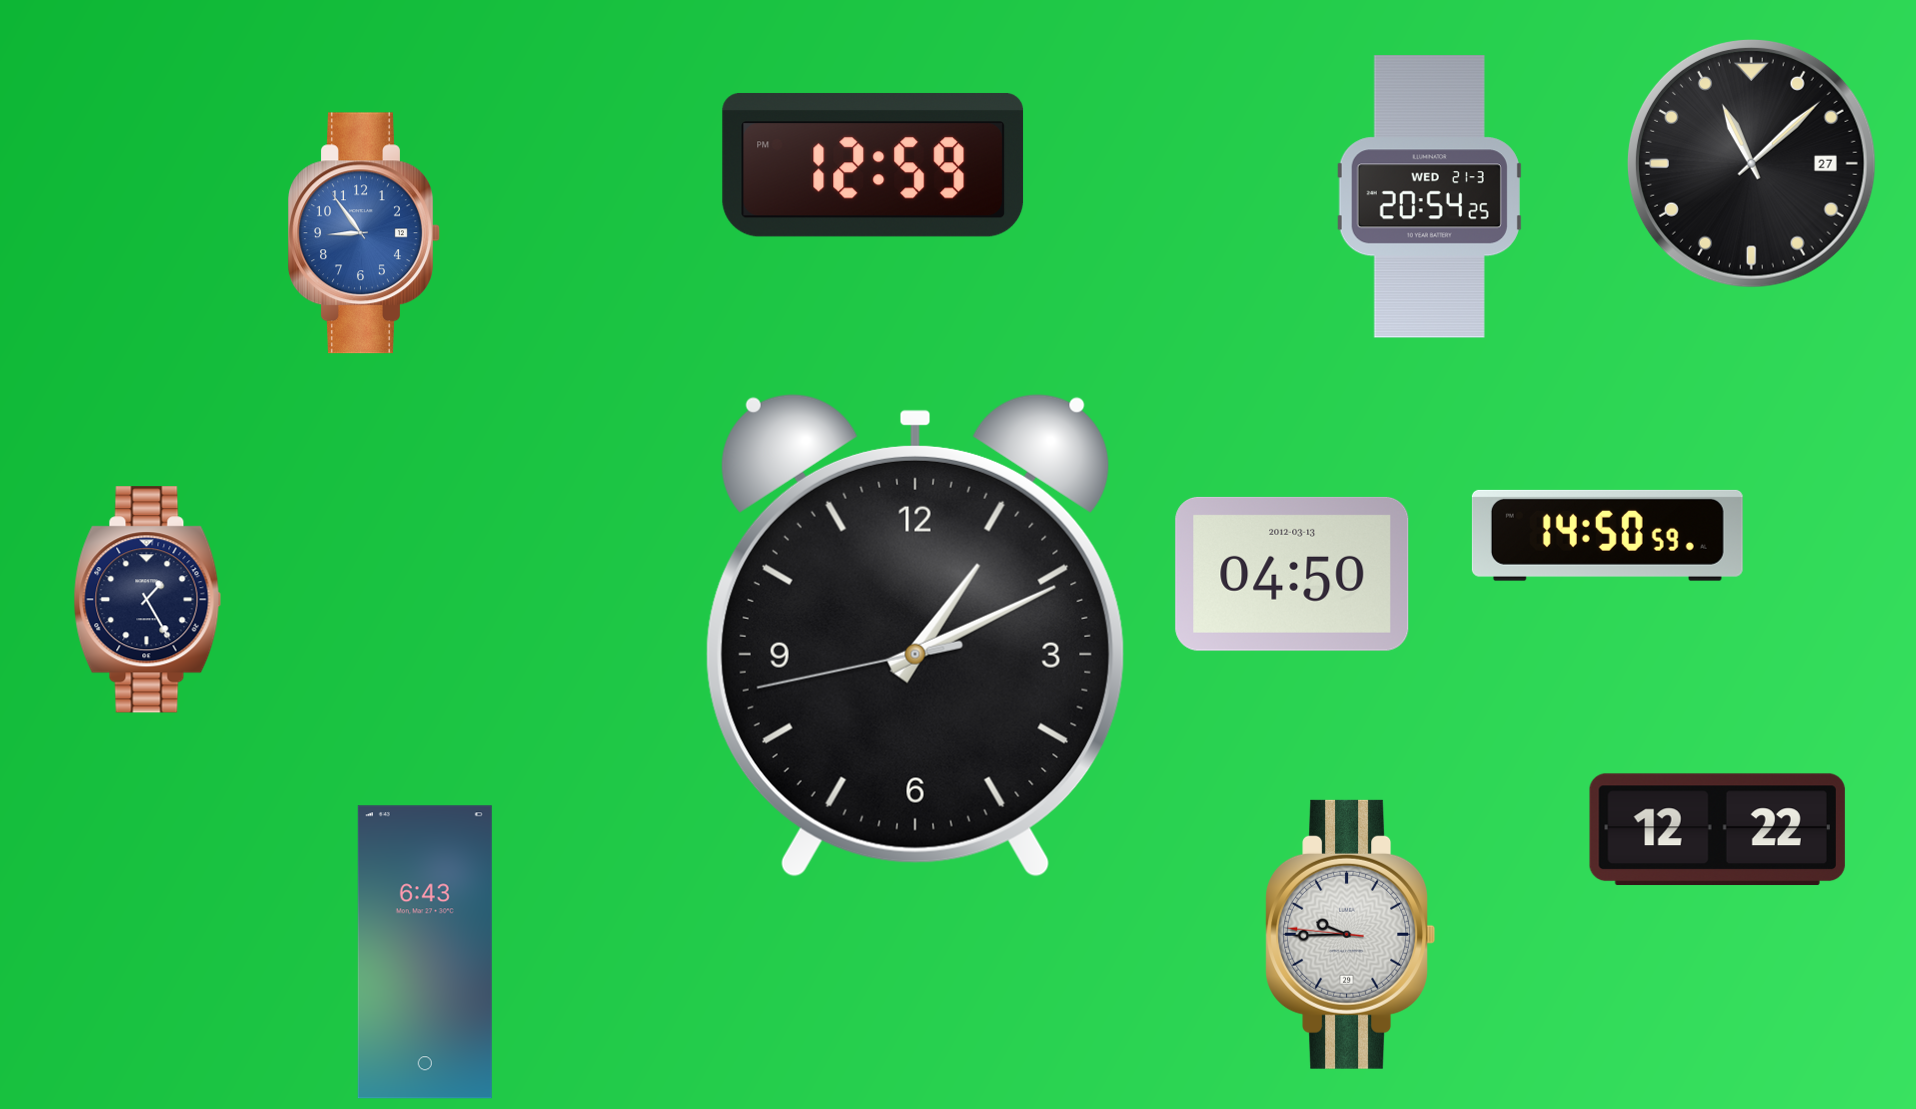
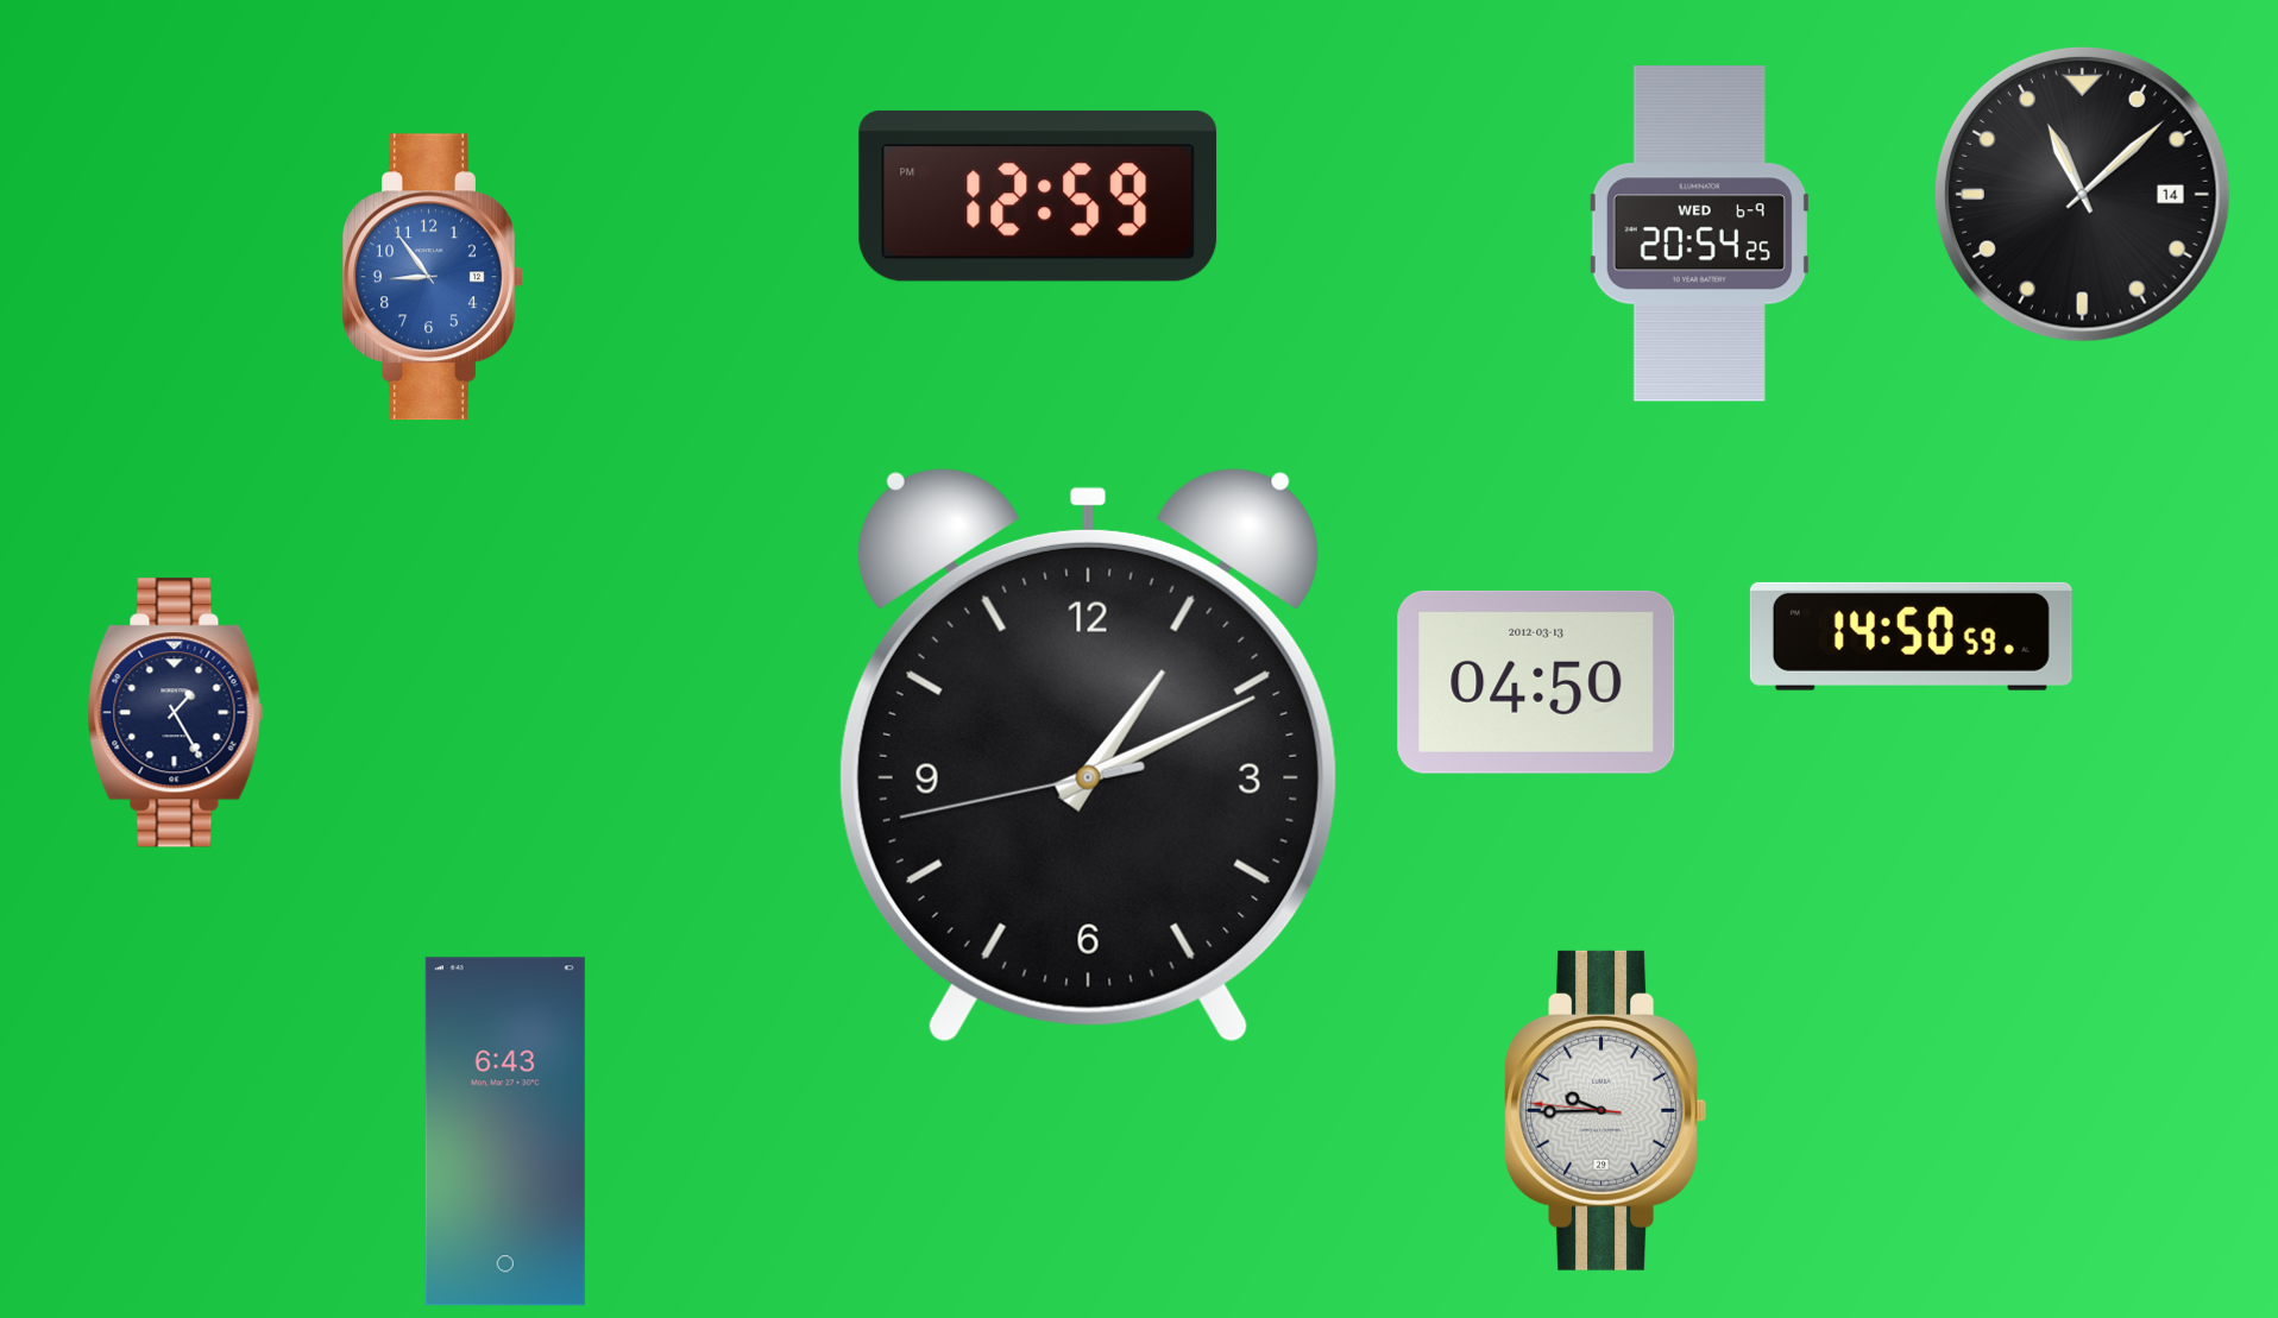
clock at (1751, 163) date: 27 -> 14
clock at (1429, 197) date: WED 21-3 -> WED 6-9
clock at (1717, 830): 12:22 -> none
